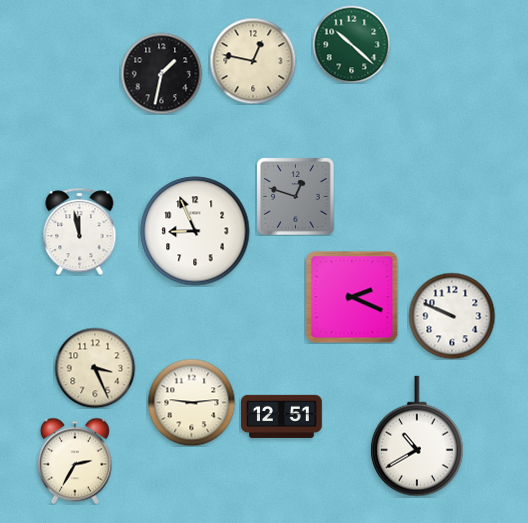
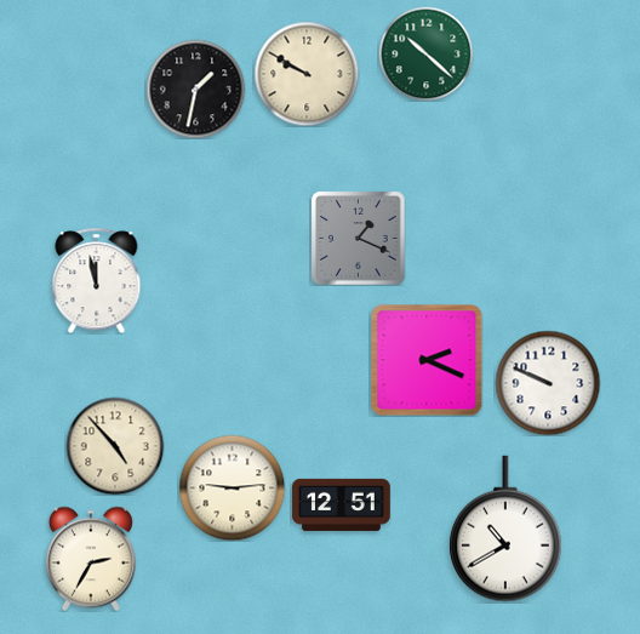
clock at (253, 61): 12:47 -> 9:50
clock at (295, 196): 12:48 -> 1:19
clock at (195, 231): 8:56 -> none
clock at (95, 368): 3:26 -> 4:53
